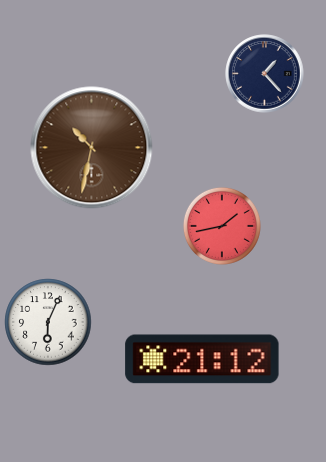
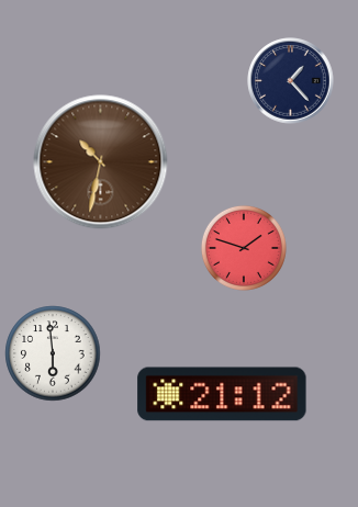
clock at (222, 226): 1:43 -> 1:48
clock at (48, 322): 6:04 -> 5:59
